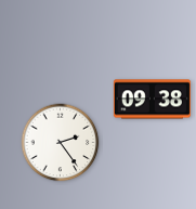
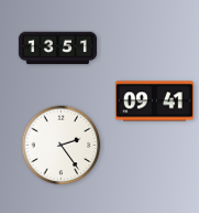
clock at (57, 49): none -> 13:51
clock at (152, 100): 09:38 -> 09:41
